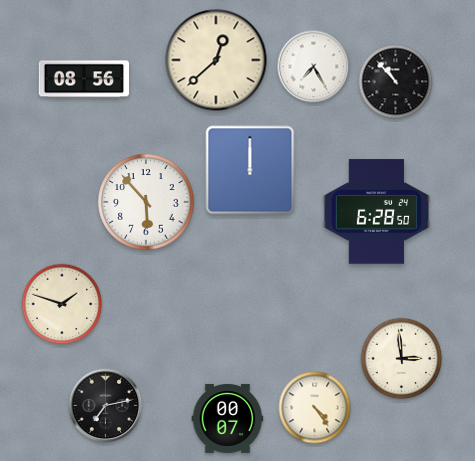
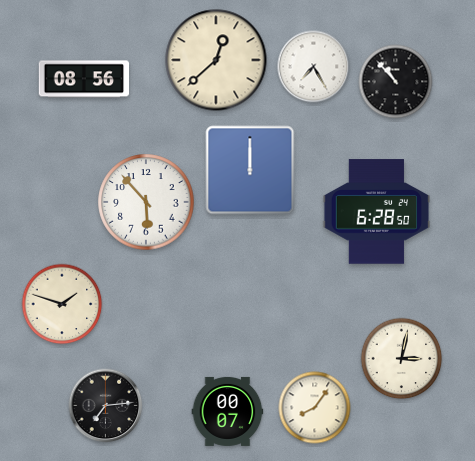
clock at (402, 359): 2:59 -> 3:02
clock at (106, 406): 7:13 -> 7:14
clock at (315, 408): 4:24 -> 8:06
clock at (228, 418) position: (228, 418) -> (228, 411)
